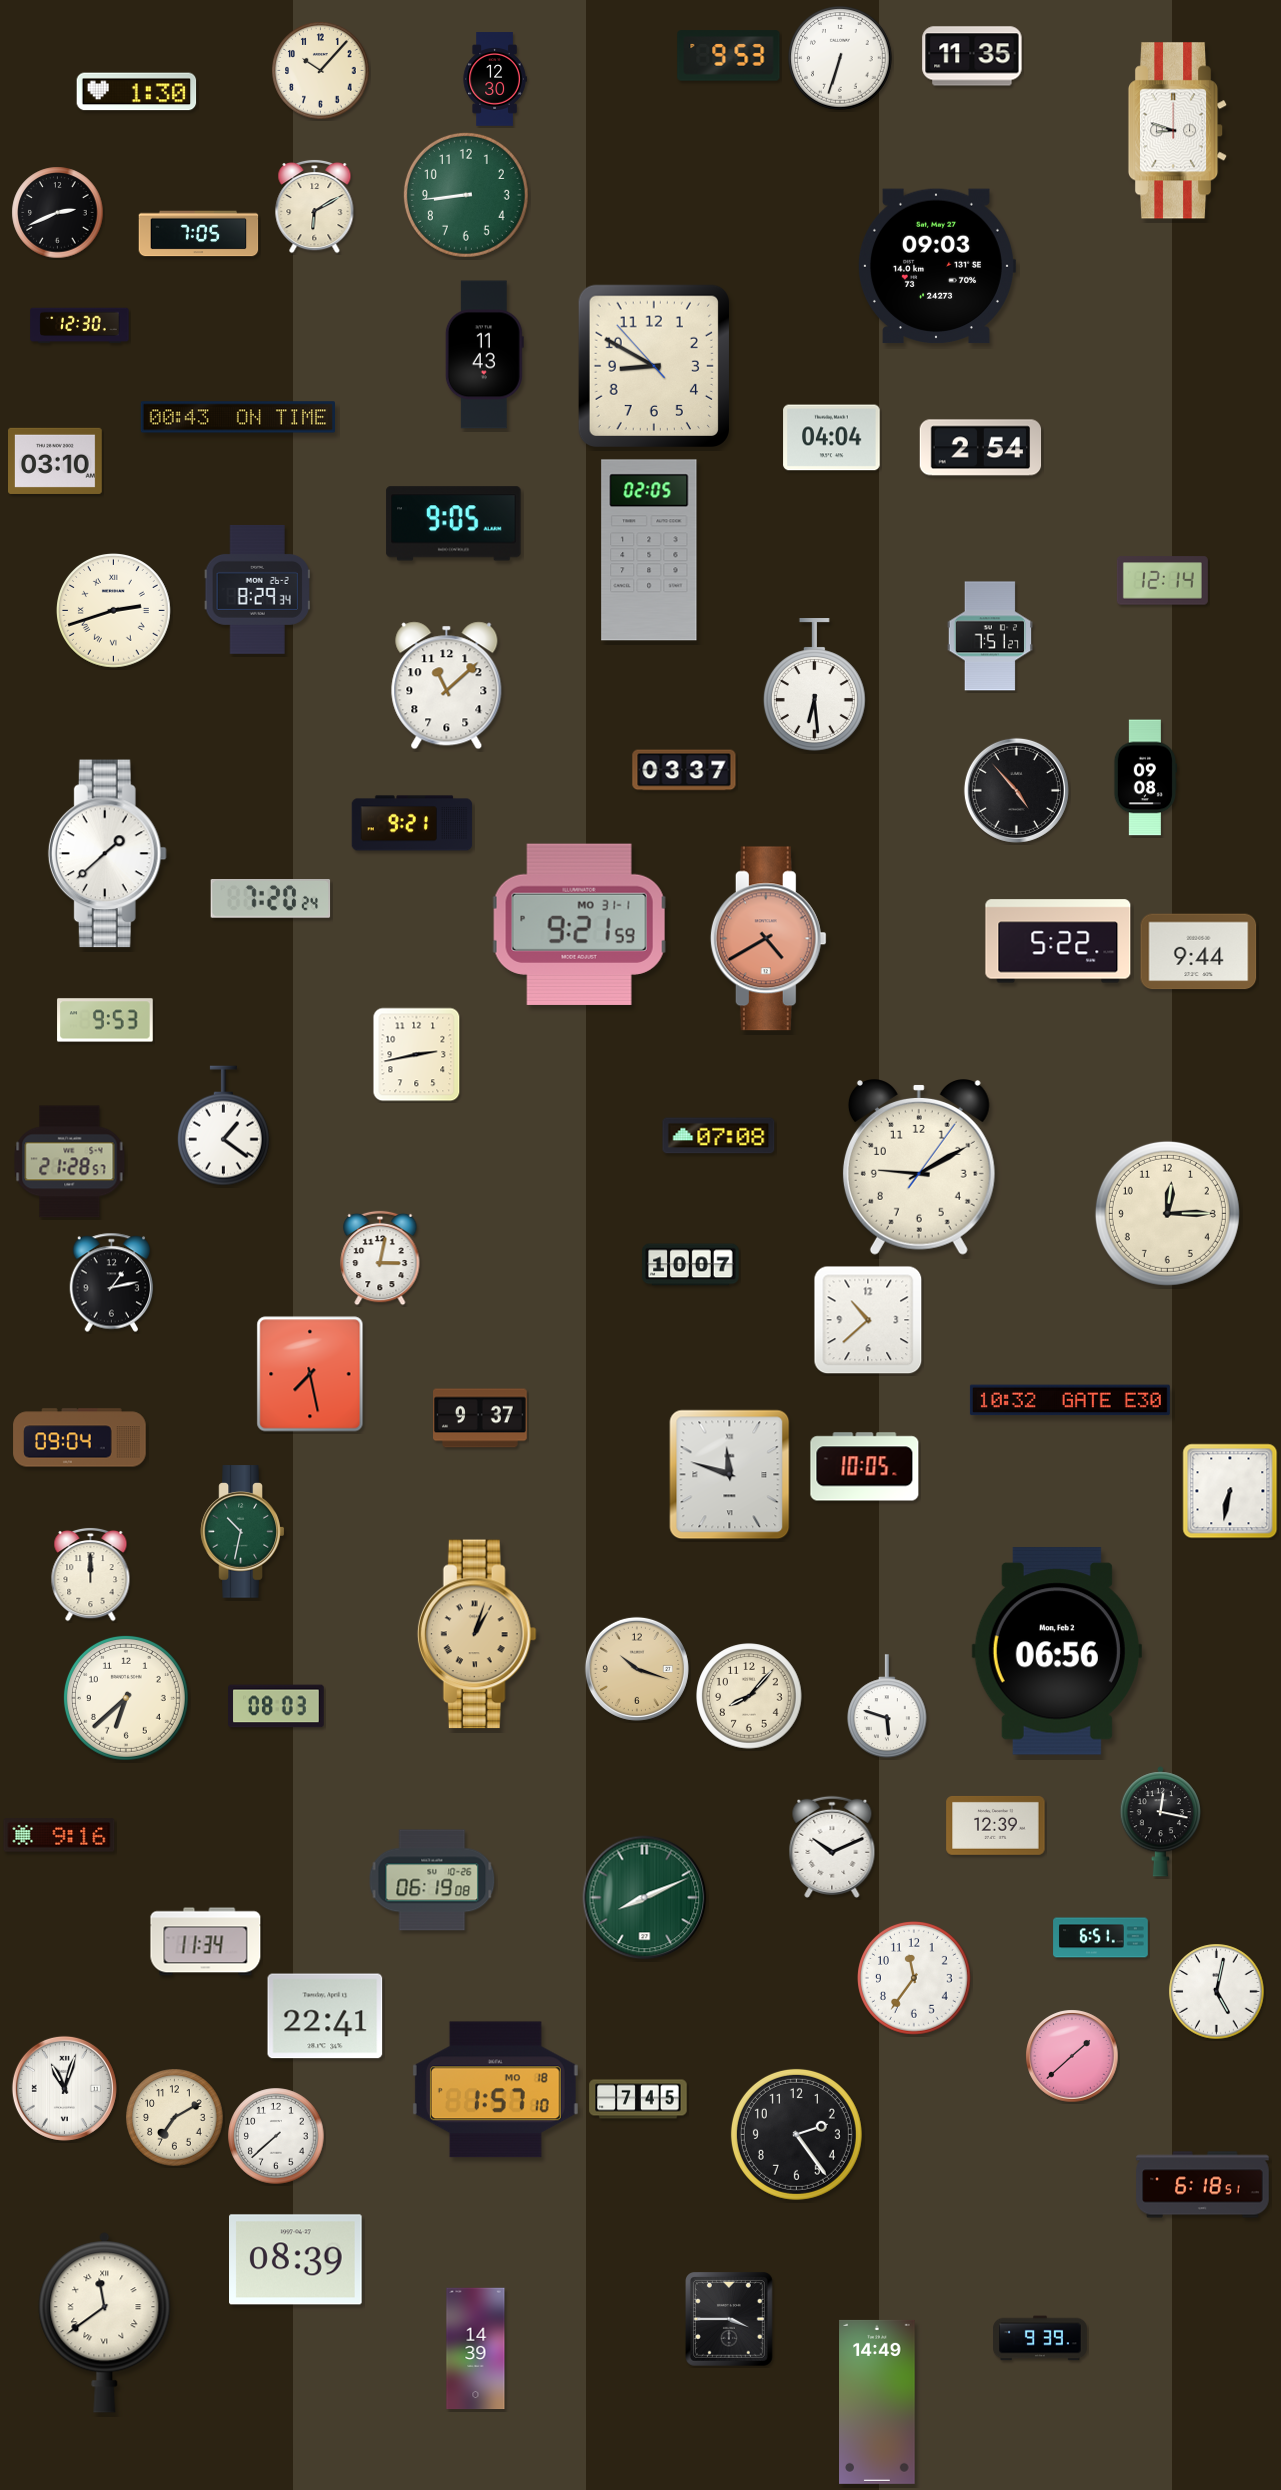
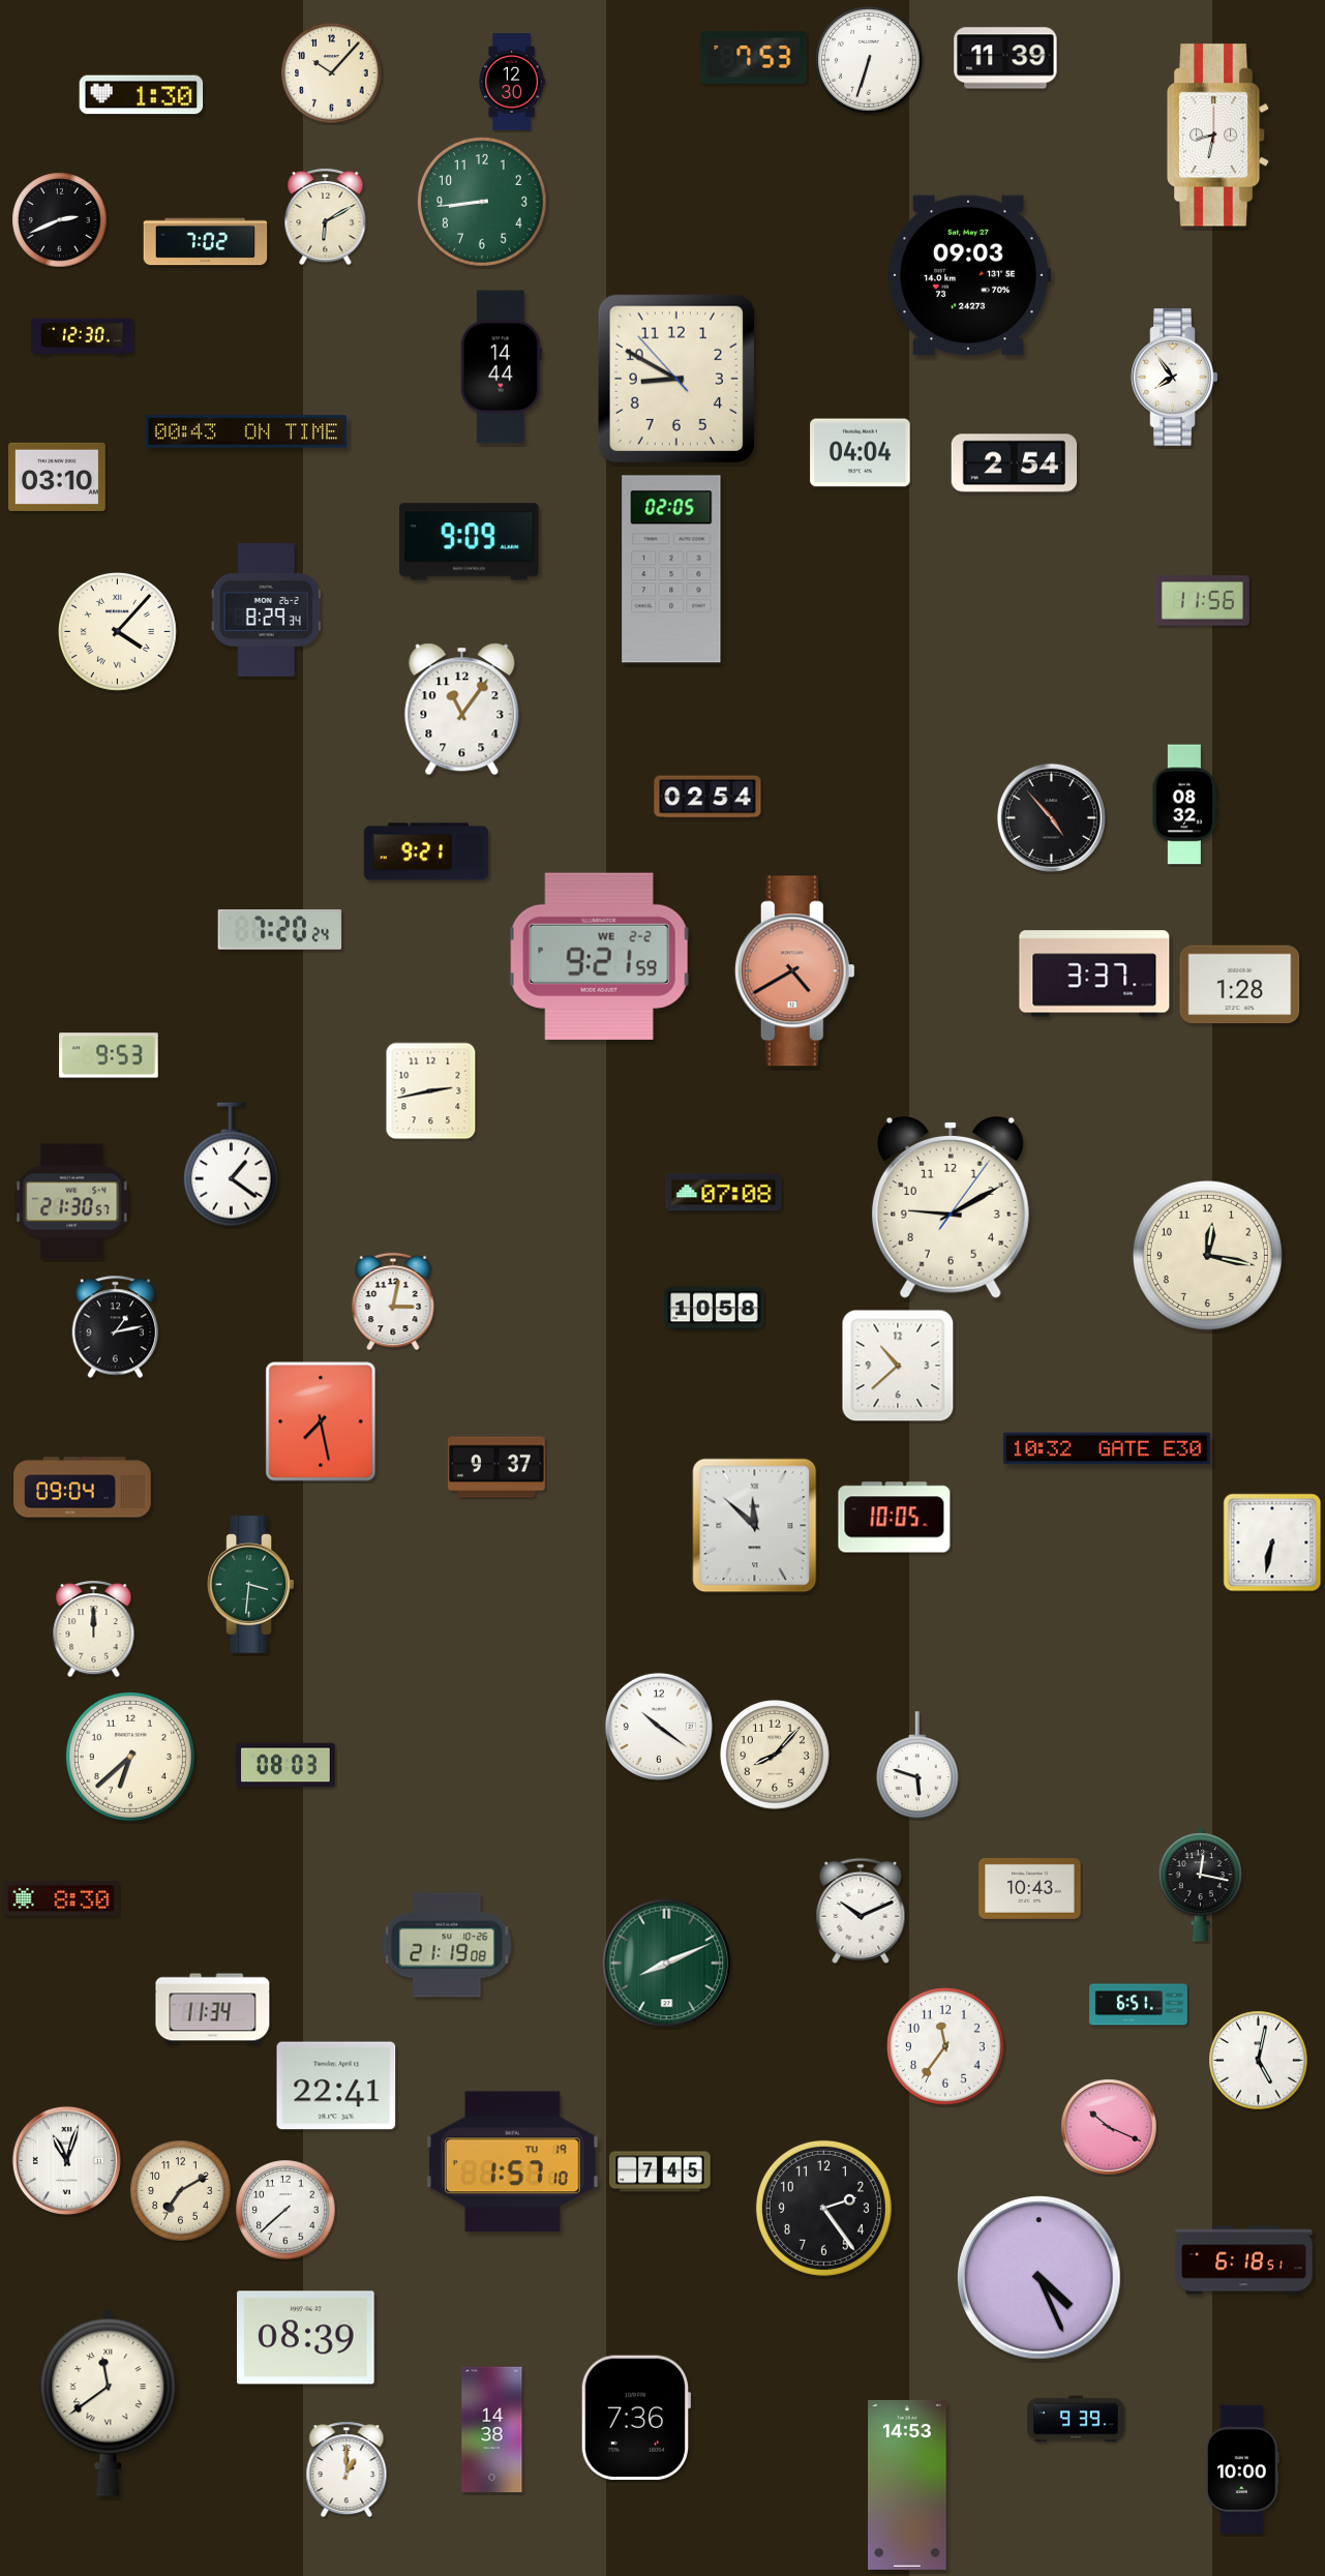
clock at (729, 56): 9:53 -> 7:53
clock at (972, 56): 11:35 -> 11:39
clock at (1178, 131): 8:48 -> 8:32
clock at (315, 206) position: (315, 206) -> (326, 216)
clock at (199, 234): 7:05 -> 7:02
clock at (484, 355): 11:43 -> 14:44
clock at (1175, 378): none -> 7:54
clock at (454, 524): 9:05 -> 9:09
clock at (1162, 581): 12:14 -> 11:56
clock at (114, 611): 2:42 -> 4:07
clock at (989, 636): 7:51 -> none
clock at (814, 685): 6:29 -> none
clock at (447, 686): 11:08 -> 11:06
clock at (684, 770): 03:37 -> 02:54
clock at (1145, 778): 09:08 -> 08:32
clock at (107, 854): 1:38 -> none
clock at (579, 924) date: MO 31-1 -> WE 2-2
clock at (1058, 941): 5:22 -> 3:37
clock at (1199, 952): 9:44 -> 1:28
clock at (719, 1136) position: (719, 1136) -> (724, 1193)
clock at (70, 1162): 21:28 -> 21:30
clock at (1167, 1213): 12:15 -> 12:17
clock at (691, 1265): 10:07 -> 10:58
clock at (730, 1475): 11:48 -> 11:52
clock at (243, 1532): 10:32 -> 3:31
clock at (477, 1634): 1:03 -> none
clock at (1057, 1651): 06:56 -> none
clock at (637, 1669): 10:18 -> 10:21
clock at (637, 1669) dial: champagne -> white
clock at (996, 1825): 12:39 -> 10:43
clock at (59, 1835): 9:16 -> 8:30
clock at (432, 1880): 06:19 -> 21:19
clock at (1072, 2056): 1:38 -> 10:19
clock at (495, 2090) date: MO 18 -> TU 19
clock at (1040, 2278): none -> 4:26
clock at (730, 2320): 3:45 -> none
clock at (635, 2418): none -> 7:36
clock at (476, 2349): 14:39 -> 14:38
clock at (347, 2469): none -> 1:00
clock at (1242, 2469): none -> 10:00
clock at (877, 2402): 14:49 -> 14:53
